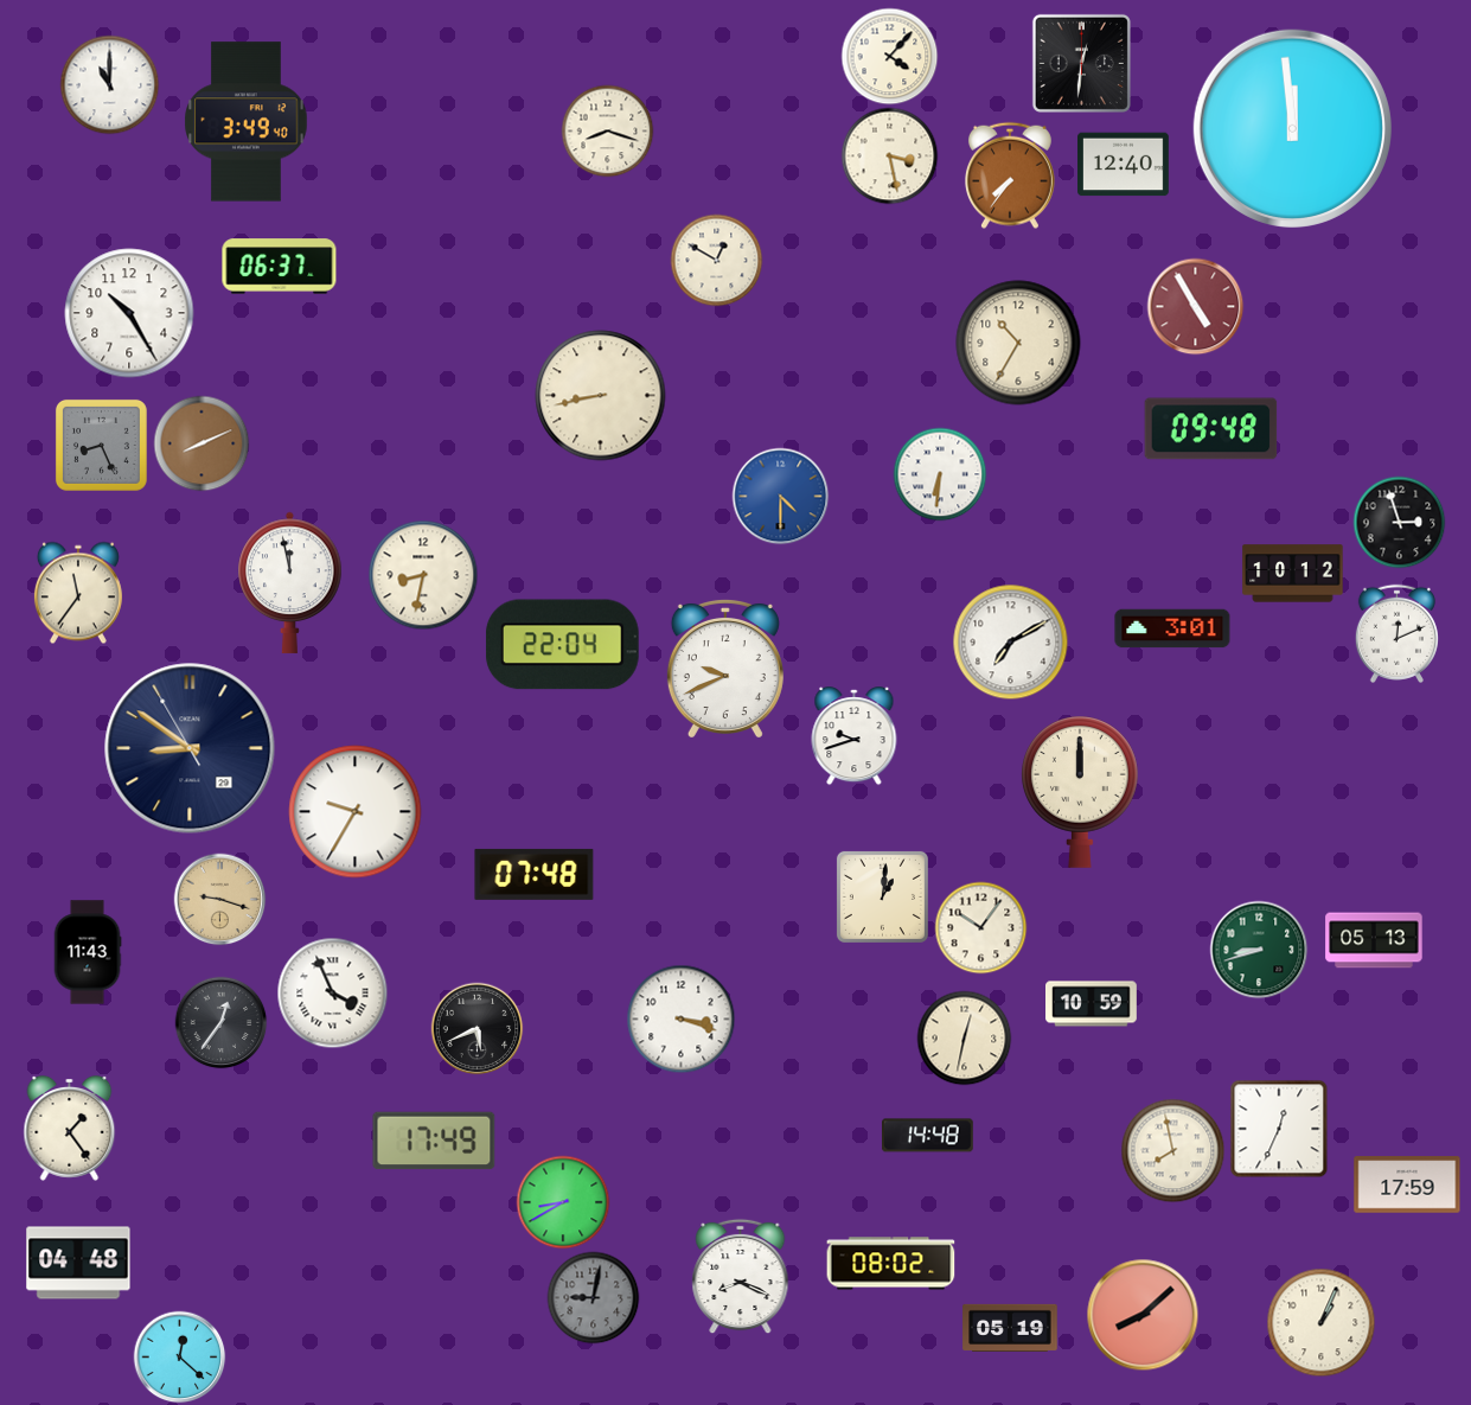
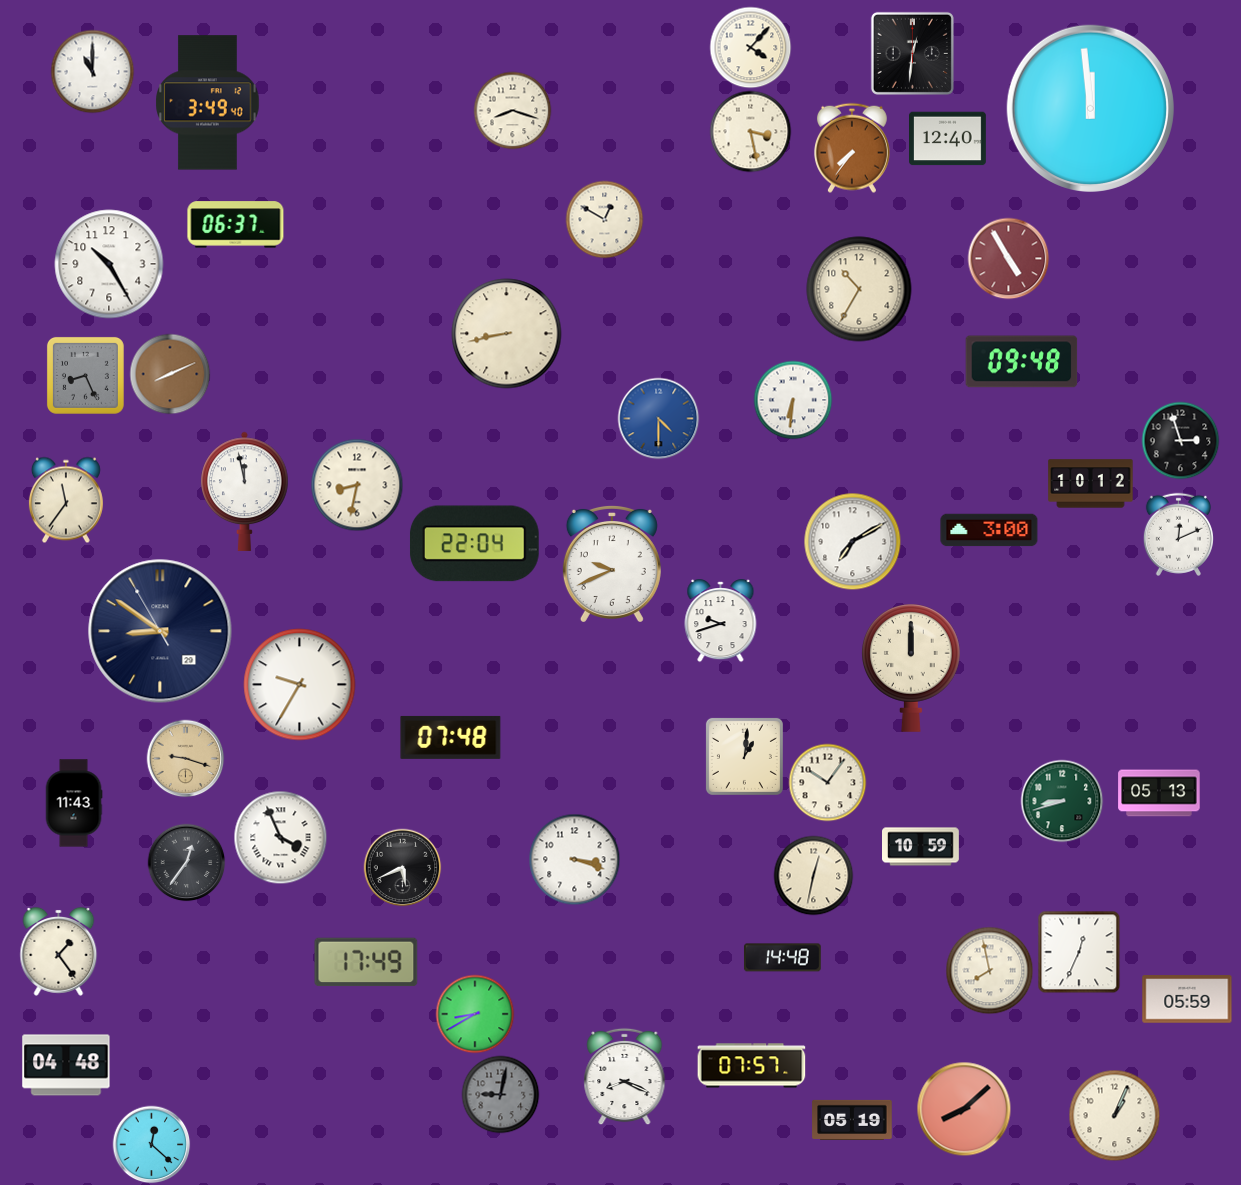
clock at (1172, 628): 3:01 -> 3:00
clock at (1407, 1184): 17:59 -> 05:59
clock at (891, 1264): 08:02 -> 07:57
